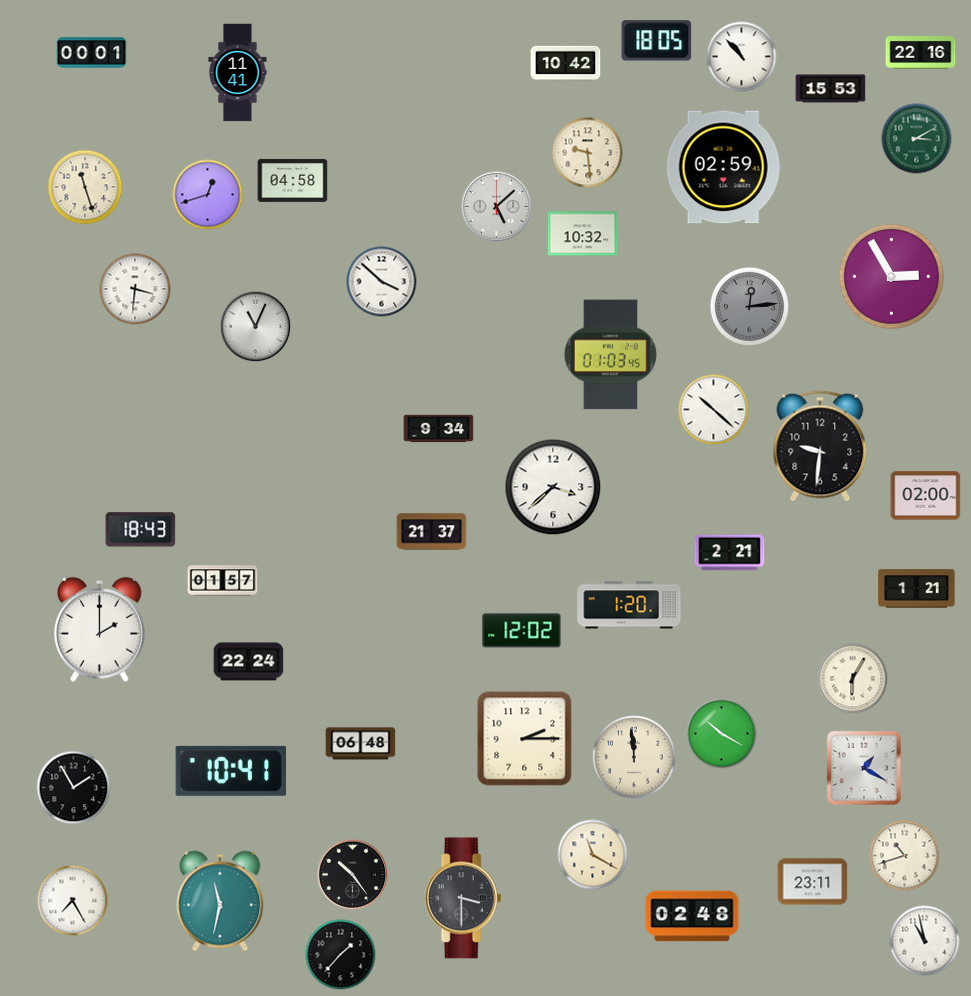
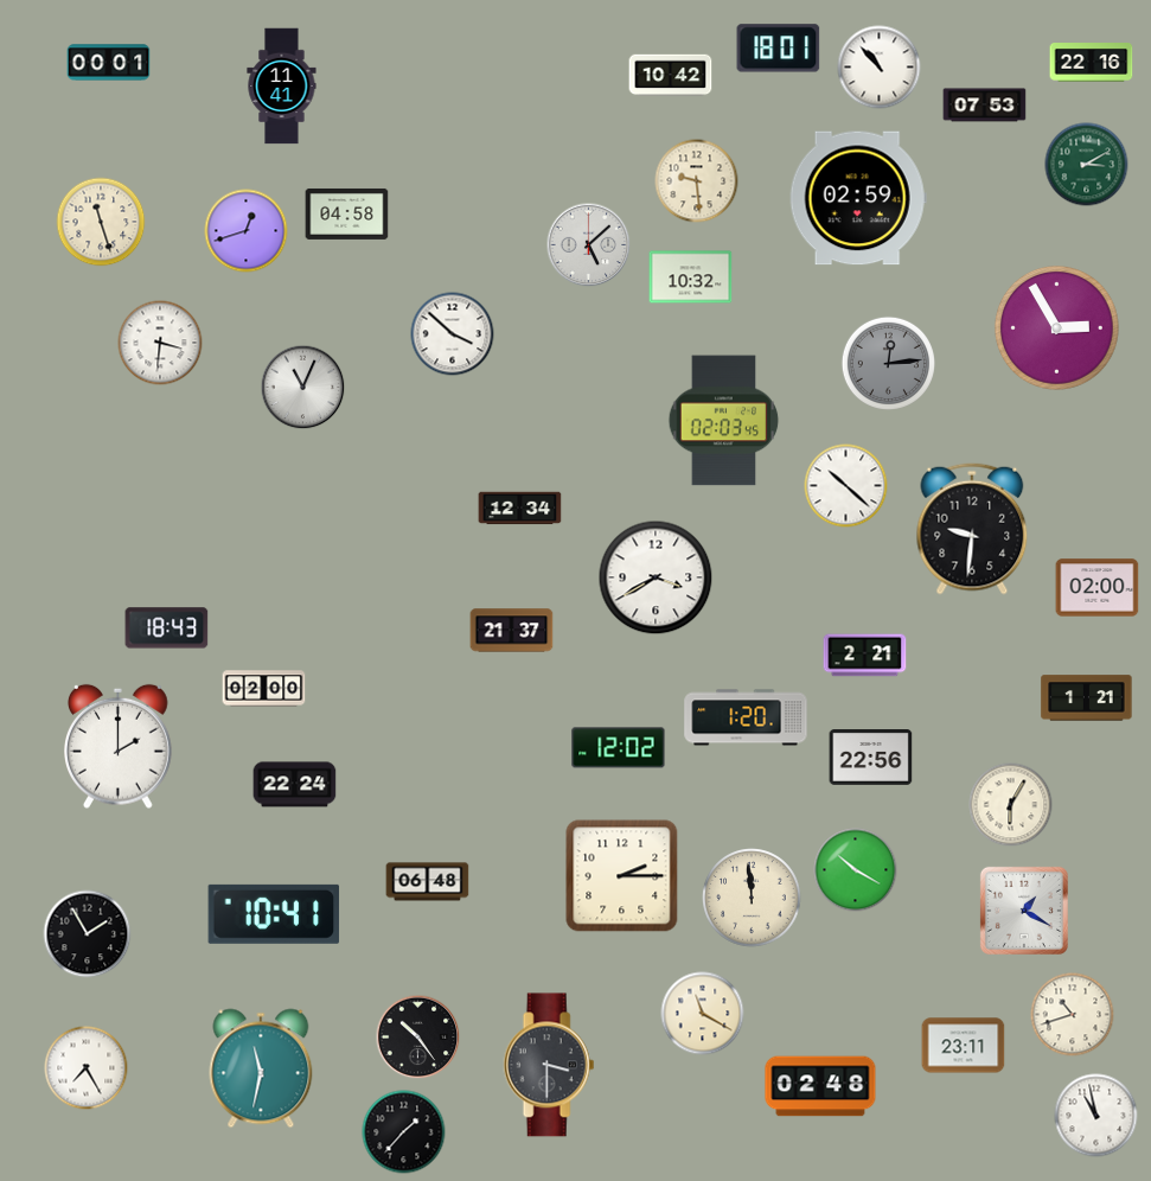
clock at (657, 41): 18:05 -> 18:01
clock at (831, 89): 15:53 -> 07:53
clock at (611, 355): 01:03 -> 02:03
clock at (439, 429): 9:34 -> 12:34
clock at (553, 487): 3:38 -> 3:40
clock at (223, 581): 01:57 -> 02:00
clock at (871, 758): none -> 22:56
